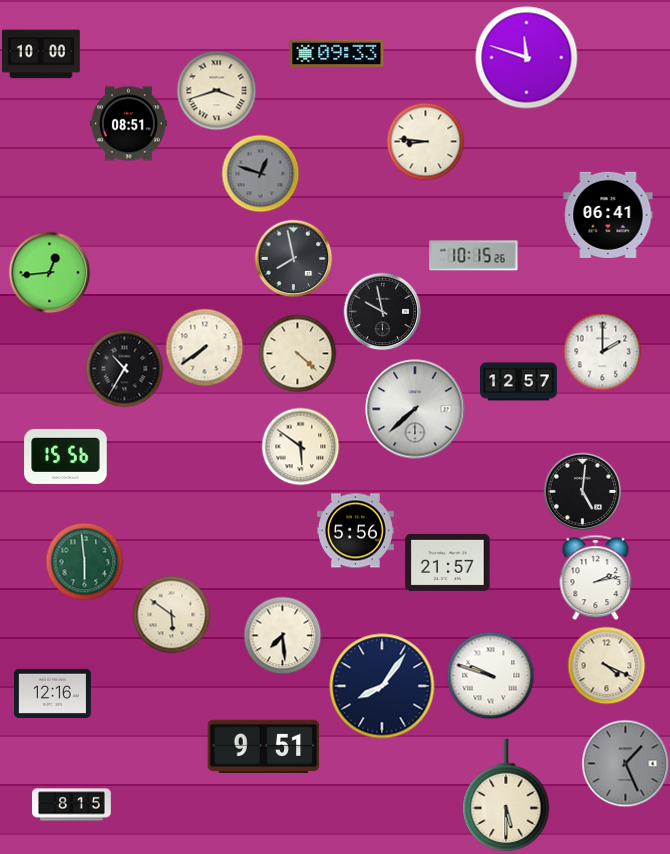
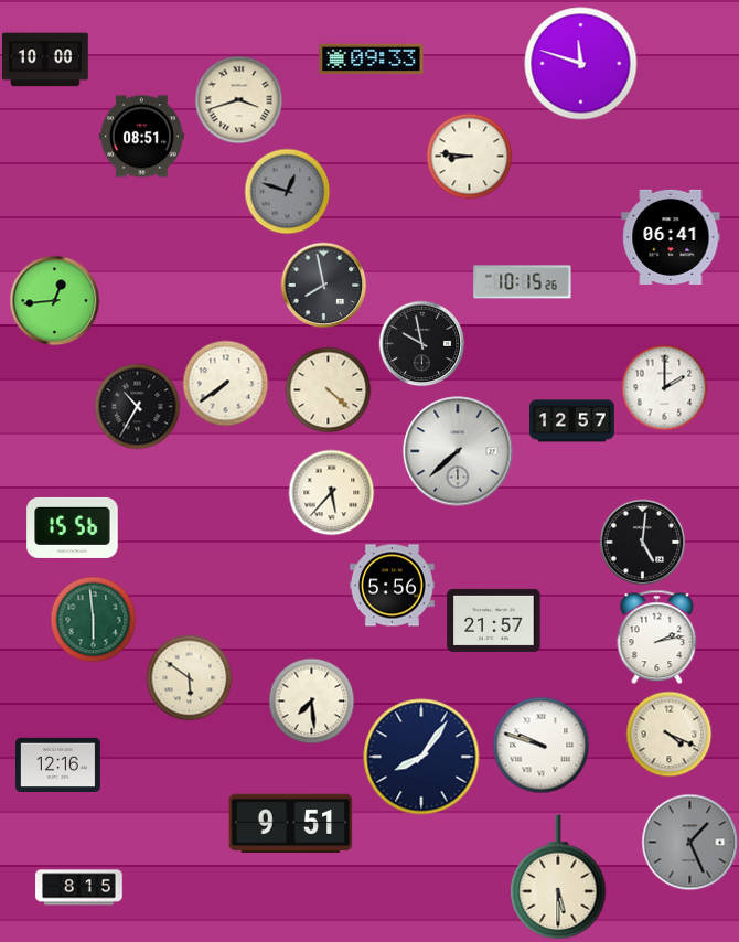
clock at (300, 446): 5:51 -> 5:37
clock at (66, 456) position: (66, 456) -> (73, 527)
